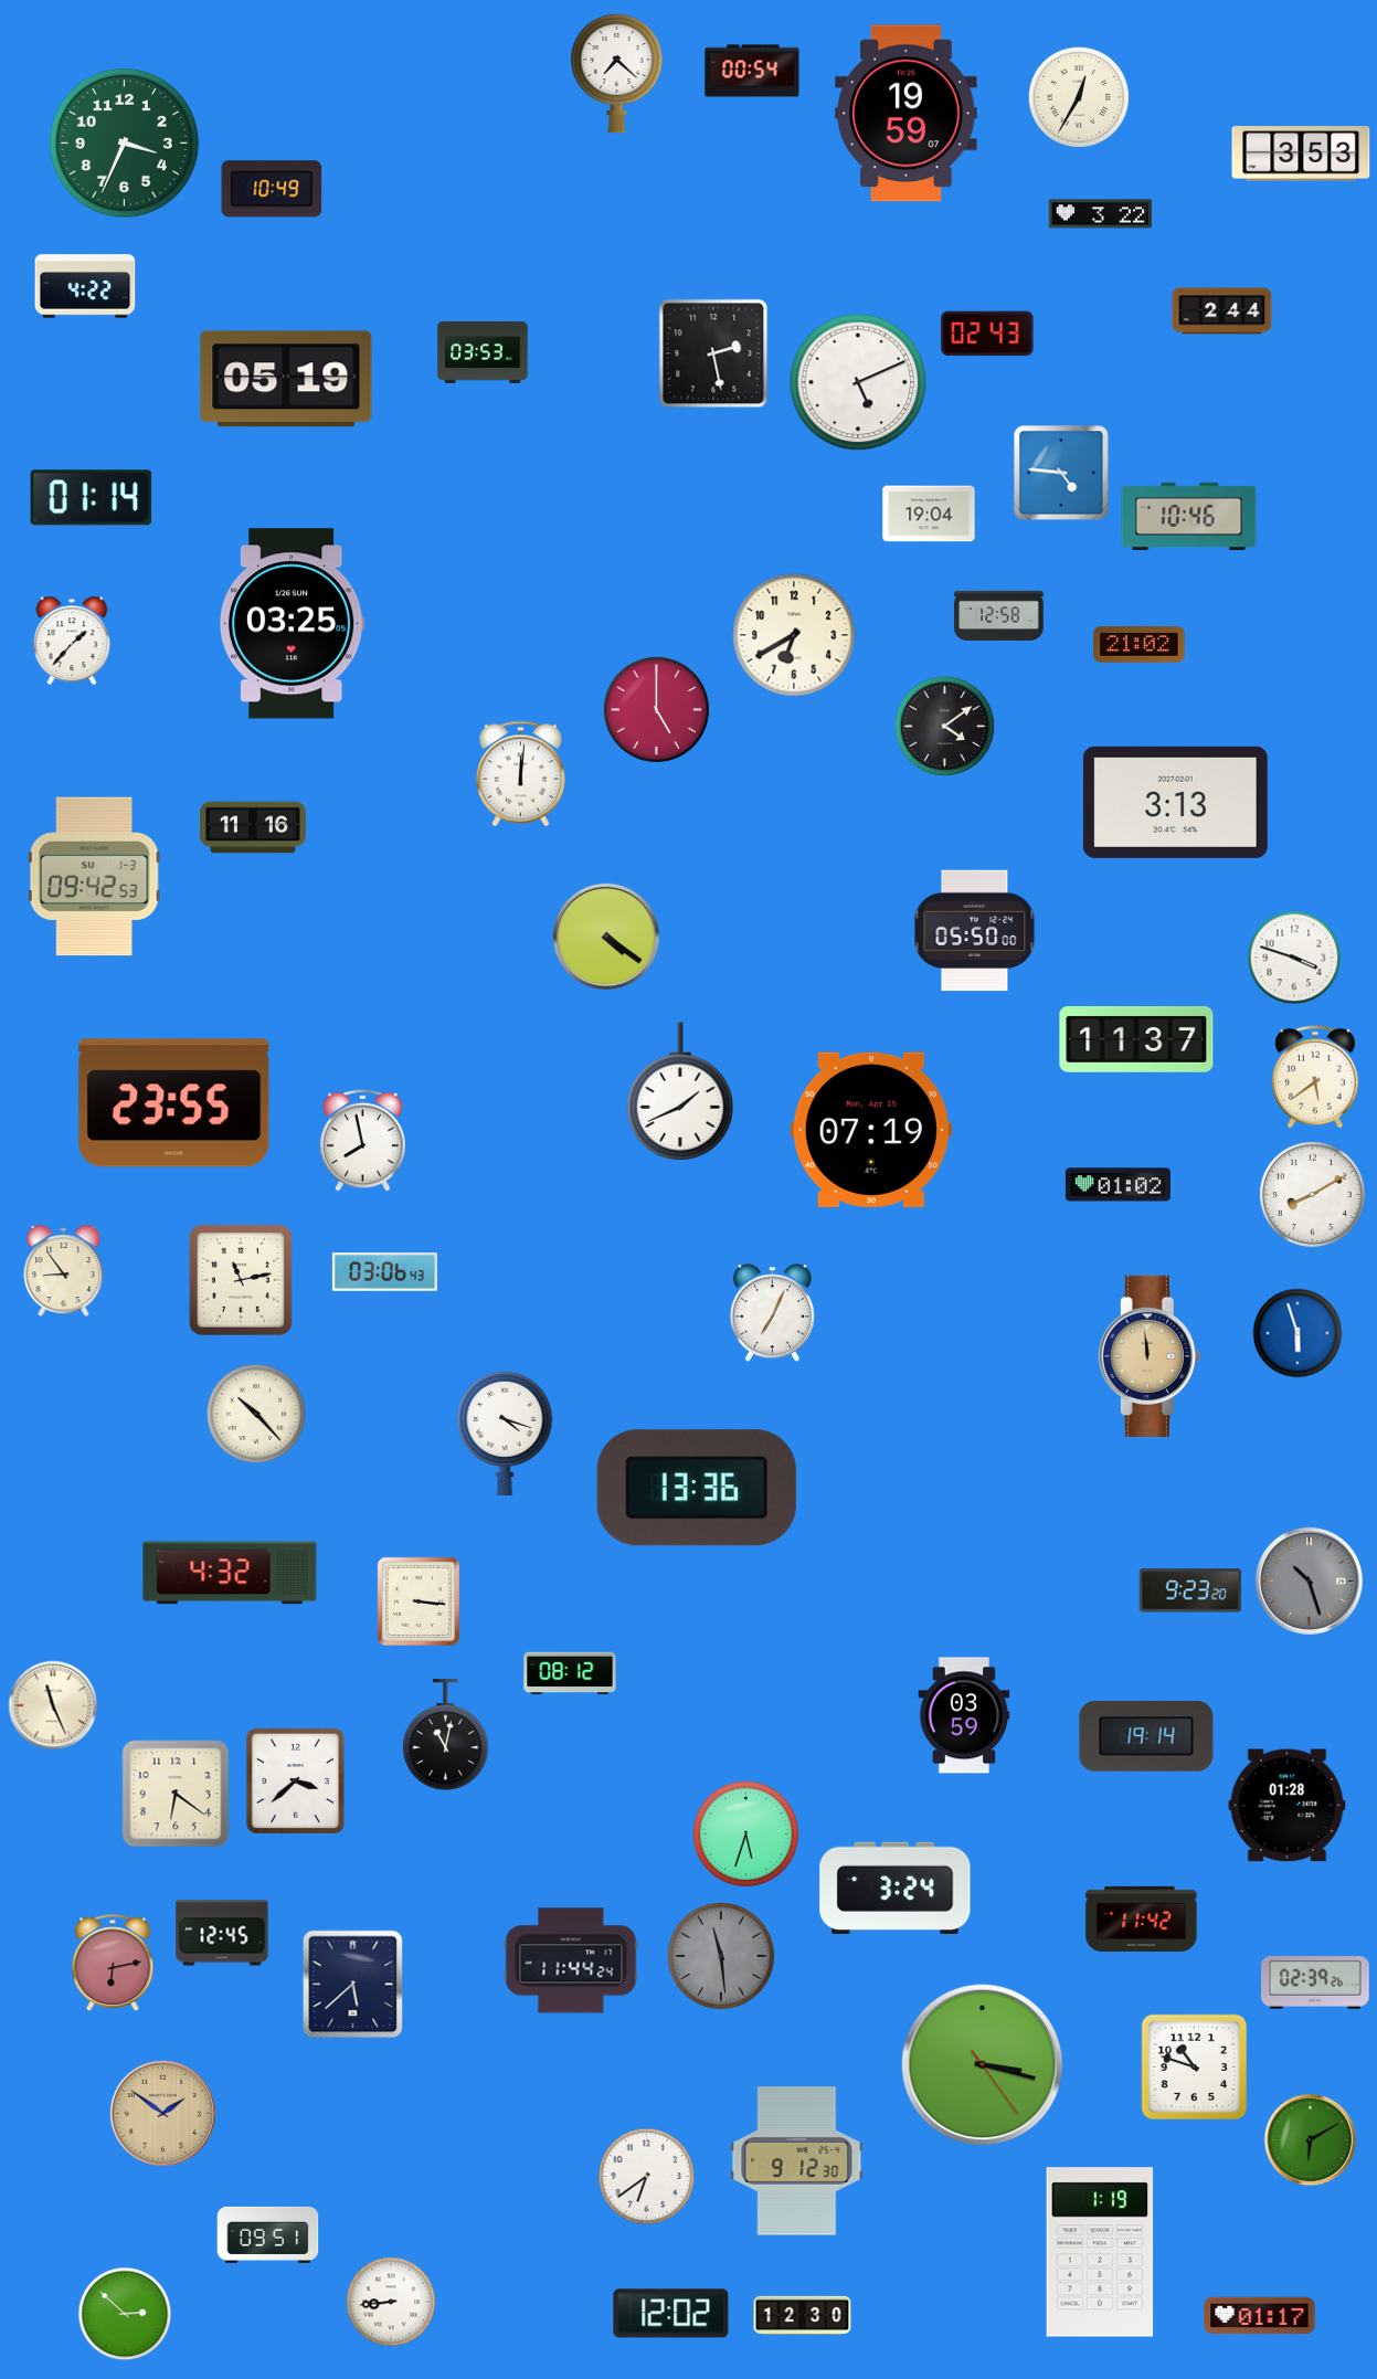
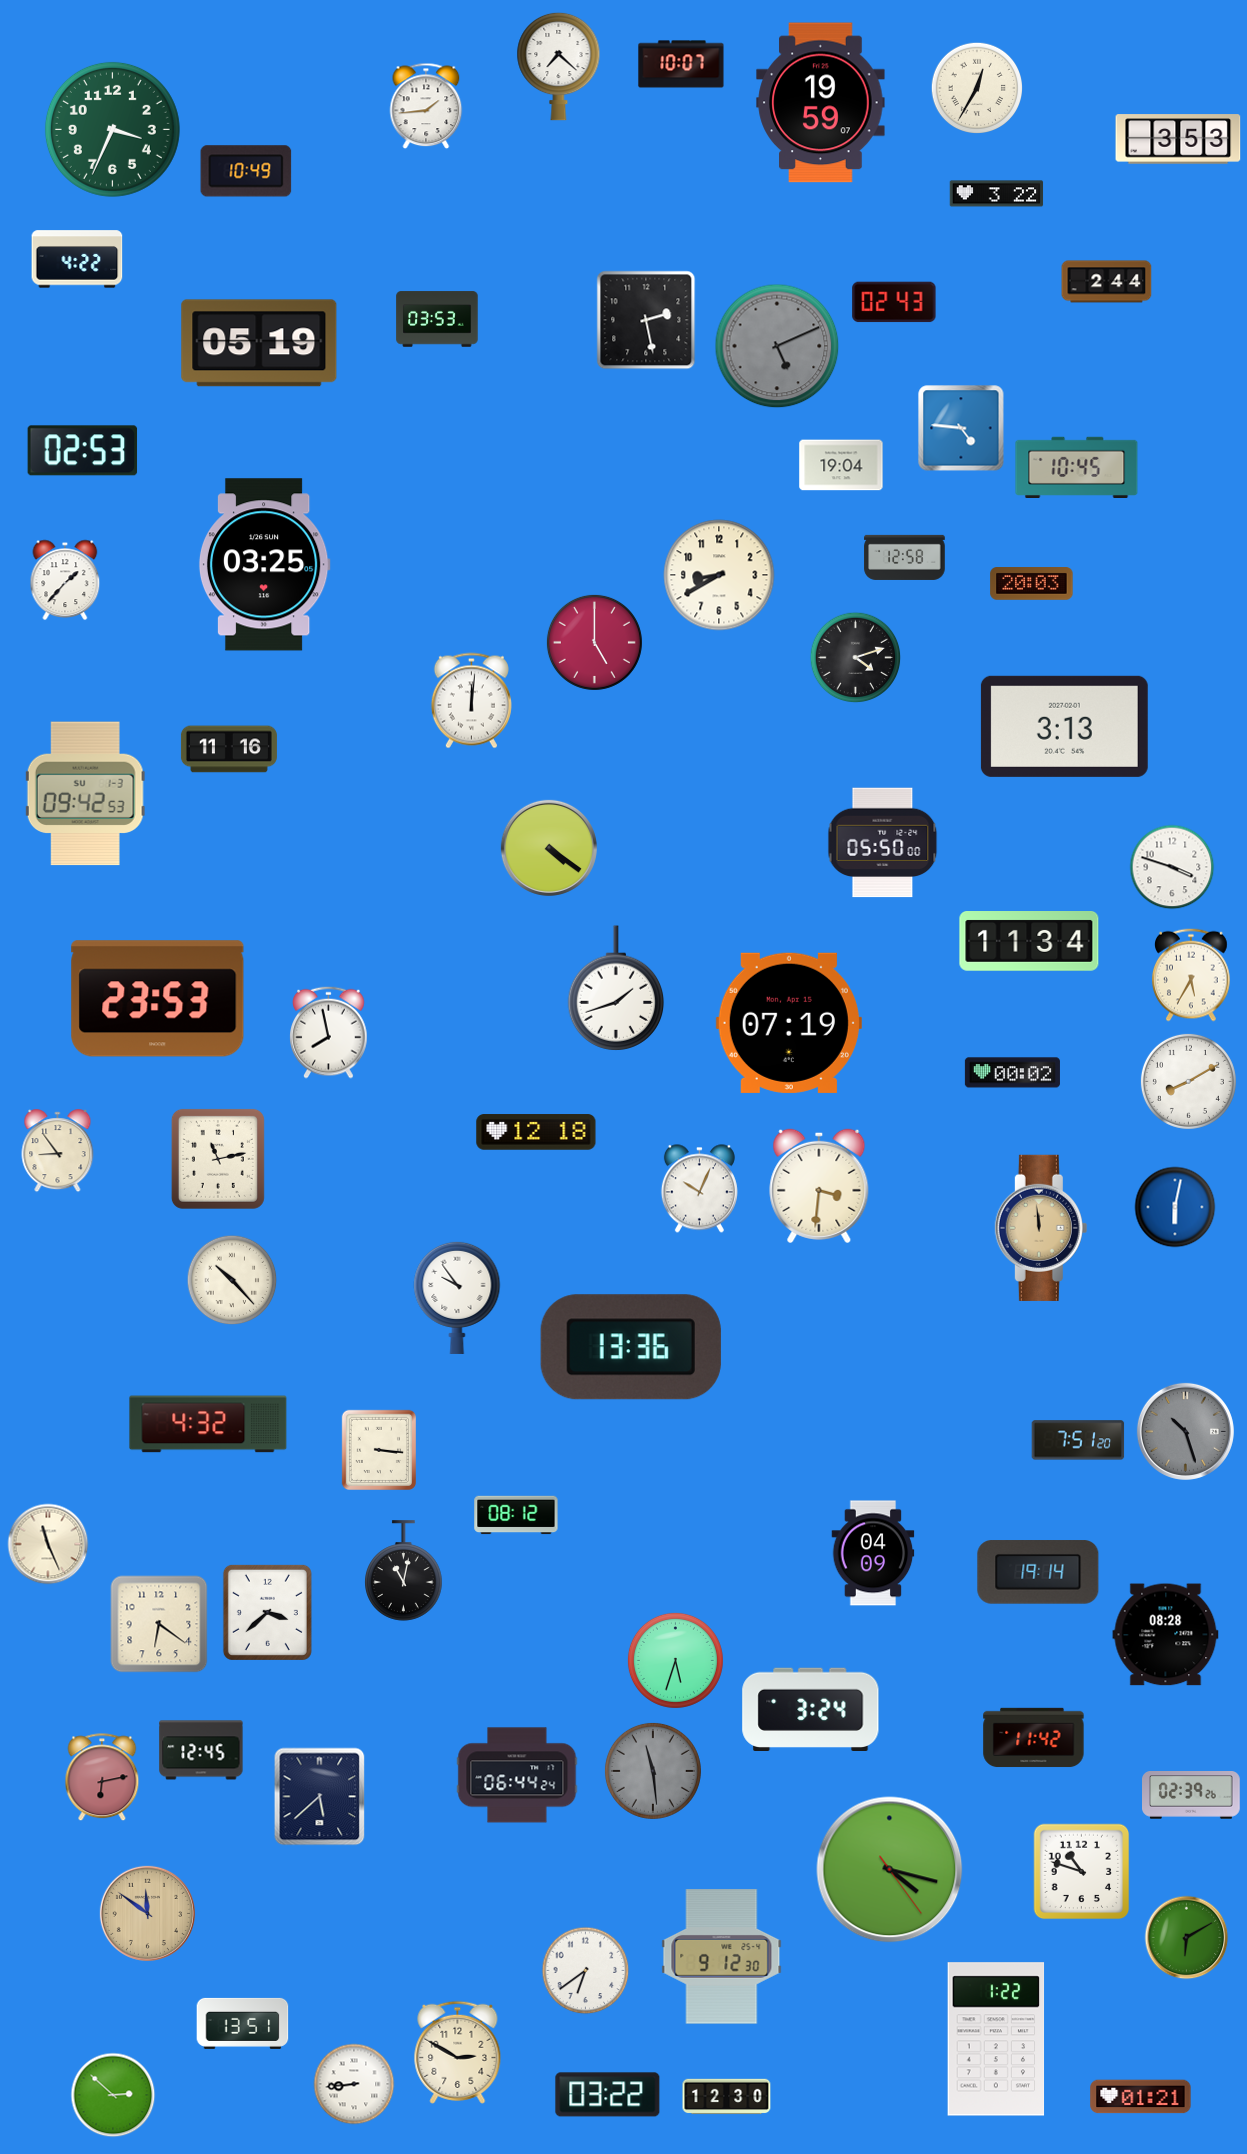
clock at (752, 71): 00:54 -> 10:07
clock at (426, 106): none -> 1:44
clock at (858, 382) dial: white -> grey
clock at (92, 498): 01:14 -> 02:53
clock at (1189, 516): 10:46 -> 10:45
clock at (794, 635): 6:40 -> 8:40
clock at (1140, 645): 21:02 -> 20:03
clock at (945, 727): 4:09 -> 4:12
clock at (1136, 1040): 11:37 -> 11:34
clock at (1316, 1077): 5:39 -> 5:35
clock at (680, 1091): 1:41 -> 1:42
clock at (174, 1103): 23:55 -> 23:53
clock at (1118, 1185): 01:02 -> 00:02
clock at (536, 1132): none -> 12:18
clock at (384, 1272): 03:06 -> none
clock at (819, 1186): none -> 3:31
clock at (772, 1313): 7:04 -> 10:04
clock at (1297, 1333): 5:57 -> 6:02
clock at (505, 1432): 4:18 -> 9:54
clock at (1190, 1590): 9:23 -> 7:51
clock at (964, 1715): 03:59 -> 04:09
clock at (1288, 1806): 01:28 -> 08:28
clock at (571, 1960): 11:44 -> 06:44
clock at (983, 2065): 3:17 -> 4:17
clock at (162, 2113): 1:51 -> 11:51
clock at (268, 2234): 09:51 -> 13:51
clock at (1100, 2252): 1:19 -> 1:22
clock at (458, 2052): none -> 2:50
clock at (671, 2314): 12:02 -> 03:22
clock at (1260, 2316): 01:17 -> 01:21
